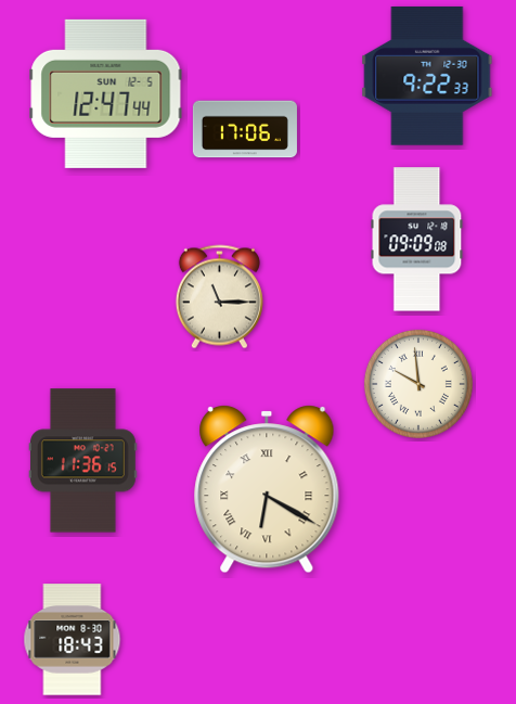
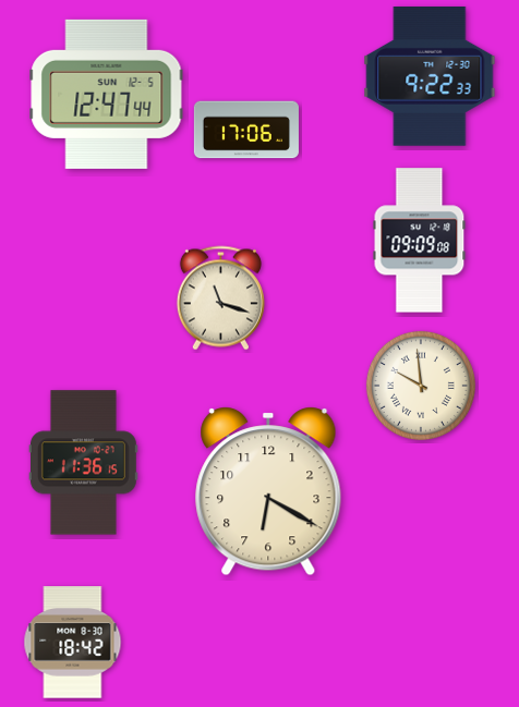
clock at (219, 297): 11:15 -> 11:18
clock at (267, 489) numerals: Roman -> Arabic
clock at (73, 640): 18:43 -> 18:42
